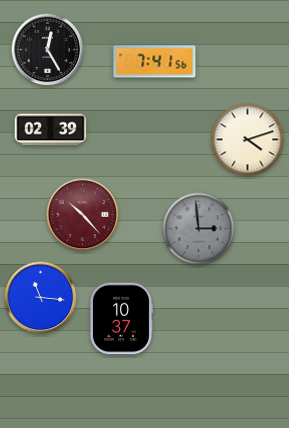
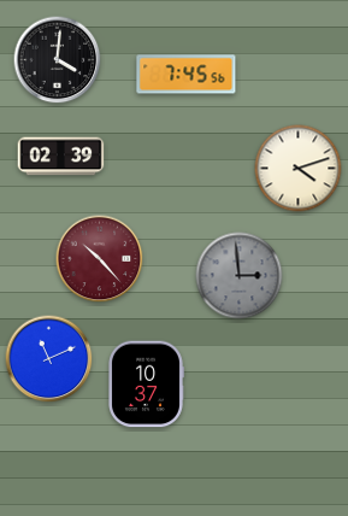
clock at (48, 50): 12:25 -> 4:01
clock at (155, 62): 7:41 -> 7:45
clock at (41, 298): 11:16 -> 11:11
